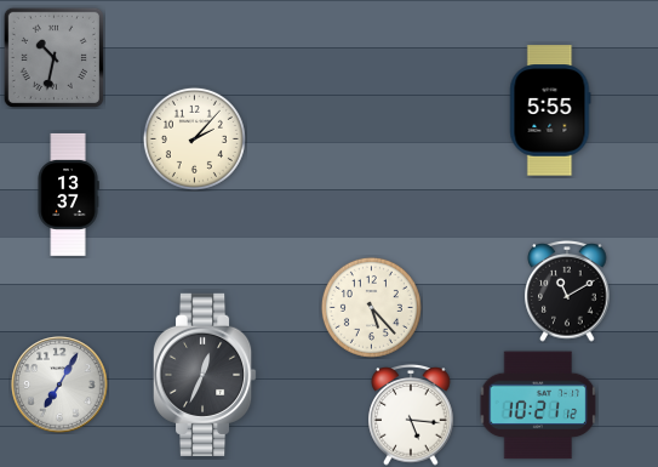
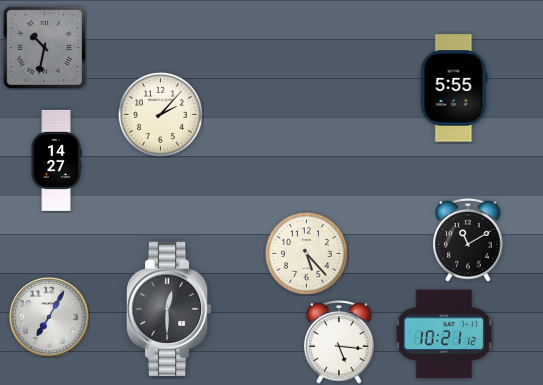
clock at (550, 110) position: (550, 110) -> (454, 88)
clock at (68, 194): 13:37 -> 14:27
clock at (205, 374): 12:34 -> 12:30
